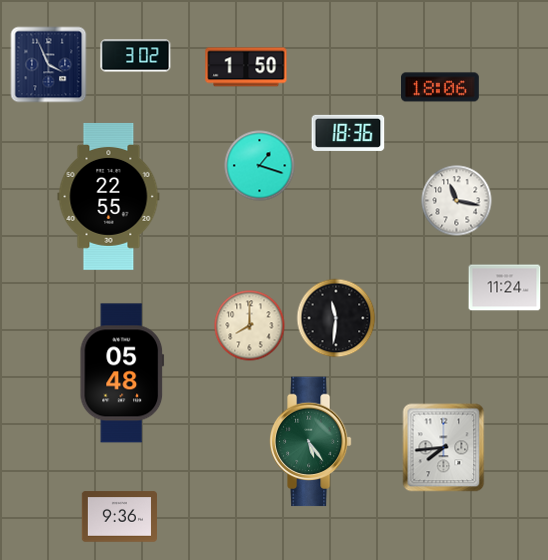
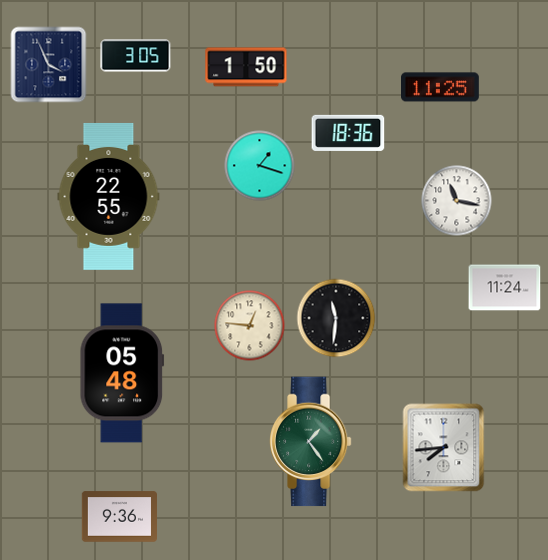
clock at (136, 56): 3:02 -> 3:05
clock at (441, 87): 18:06 -> 11:25
clock at (250, 326): 8:00 -> 12:46
clock at (310, 442): 5:24 -> 1:24
